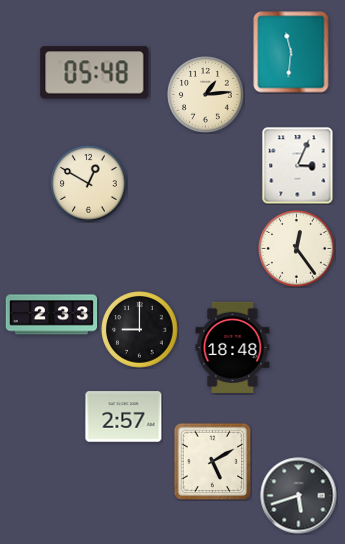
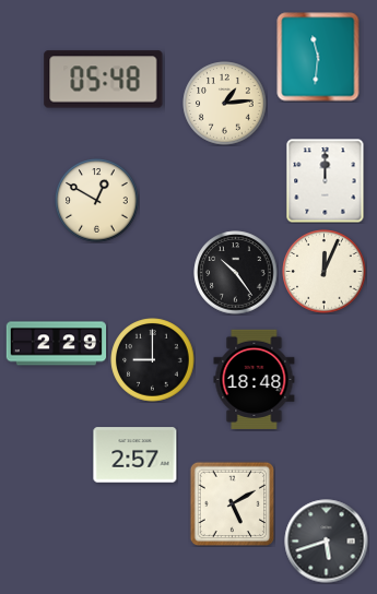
clock at (298, 166): 3:04 -> 12:00
clock at (297, 249): 12:24 -> 12:04
clock at (236, 273): none -> 10:24
clock at (52, 315): 2:33 -> 2:29
